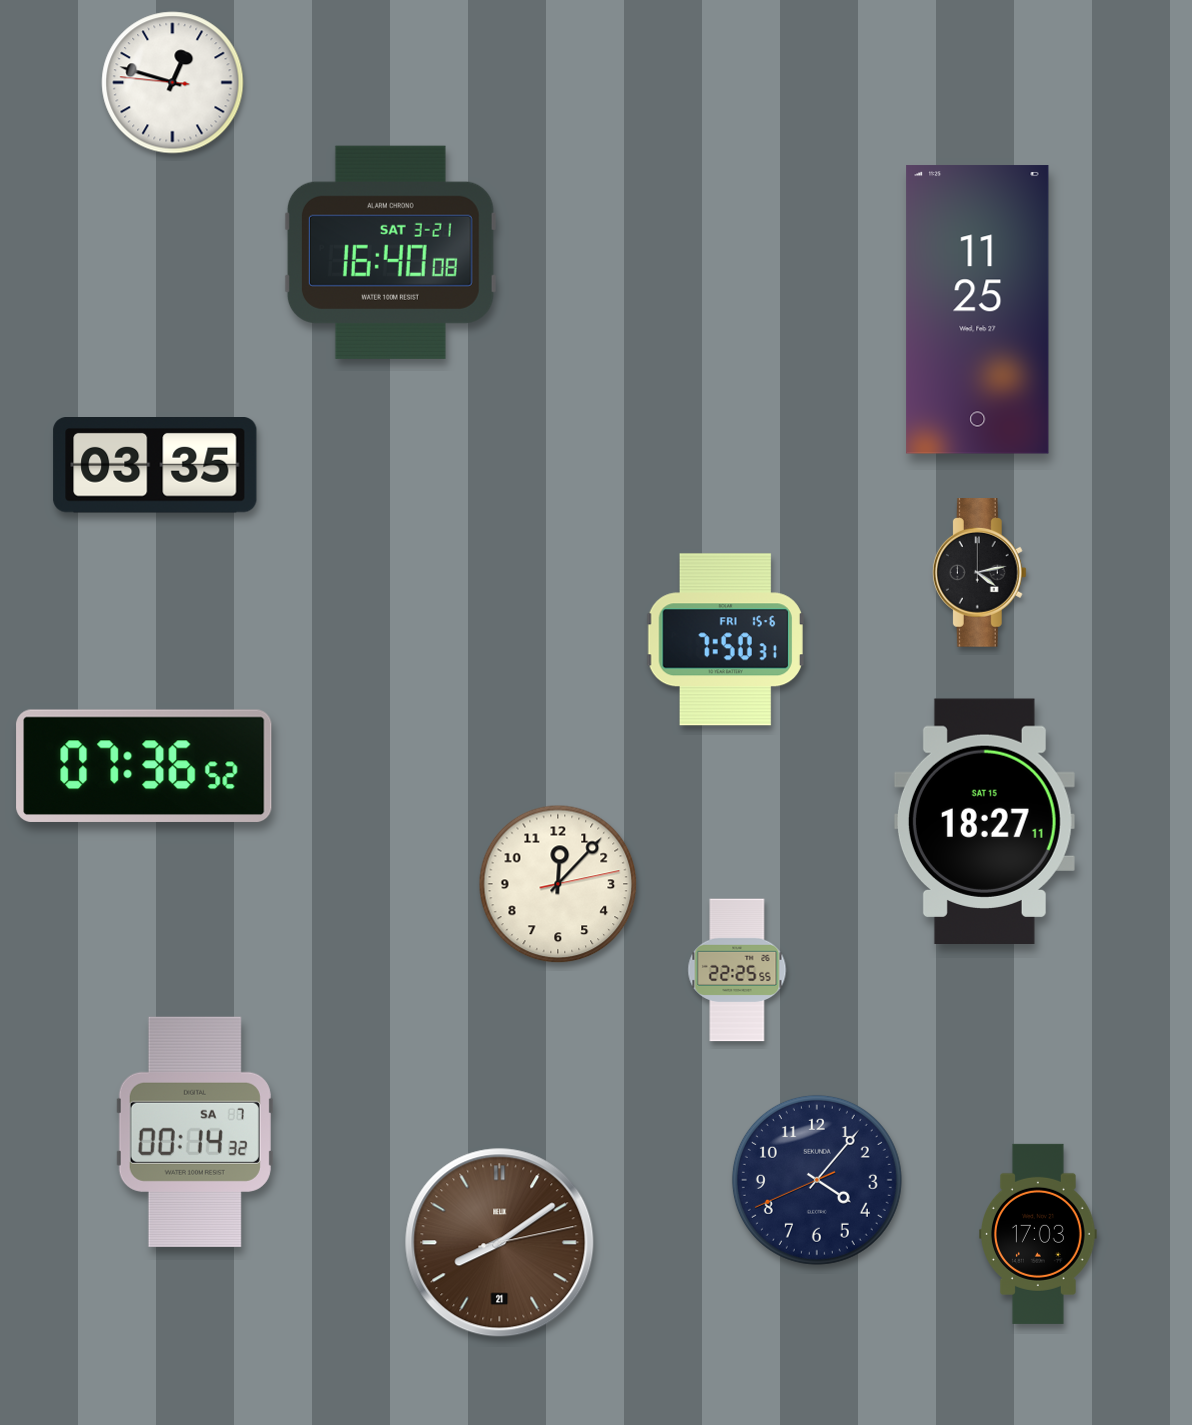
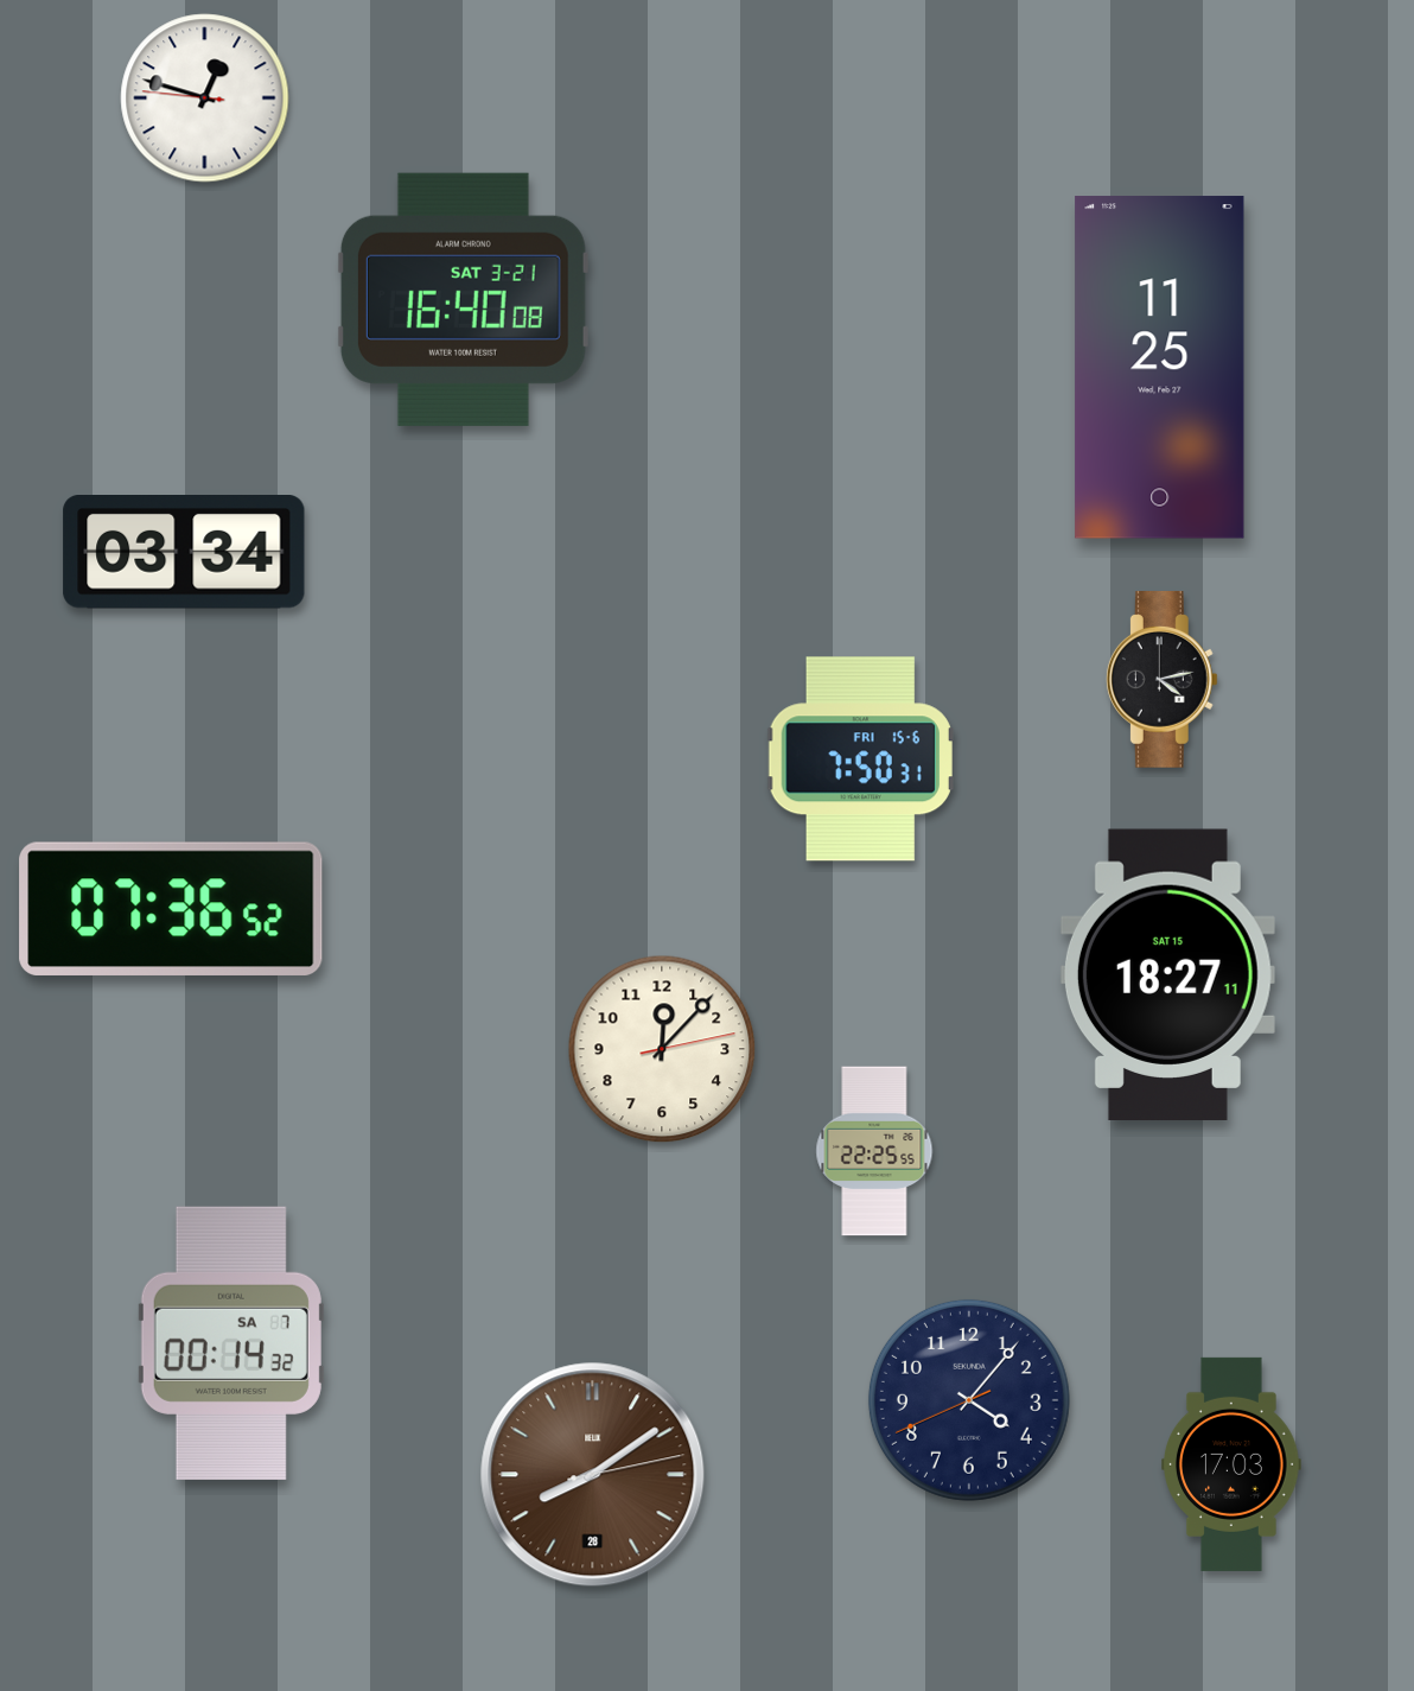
clock at (155, 466): 03:35 -> 03:34
clock at (500, 1243) date: 21 -> 28
